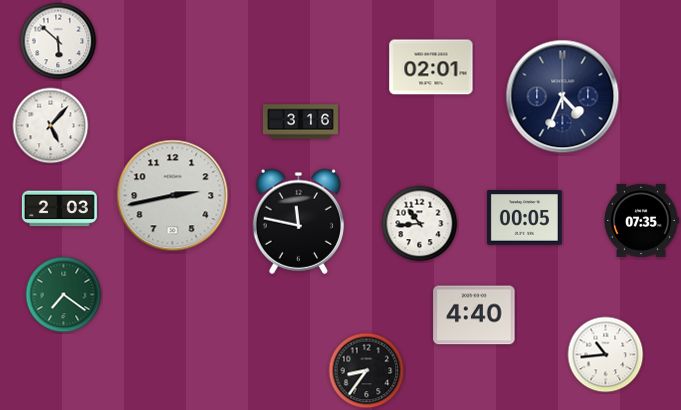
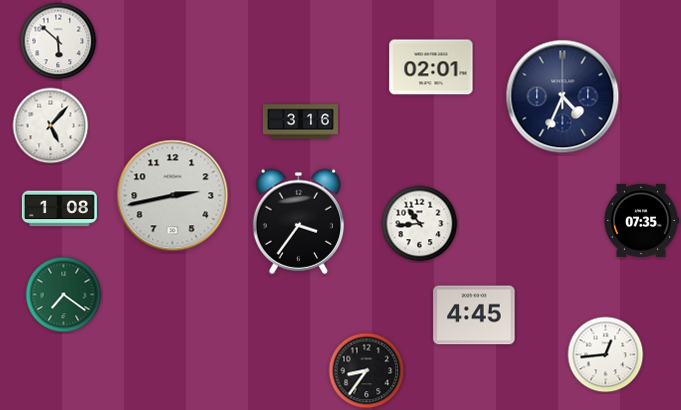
clock at (59, 209): 2:03 -> 1:08
clock at (524, 218): 00:05 -> none
clock at (298, 221): 11:47 -> 3:36
clock at (474, 315): 4:40 -> 4:45
clock at (606, 355): 10:44 -> 12:44
